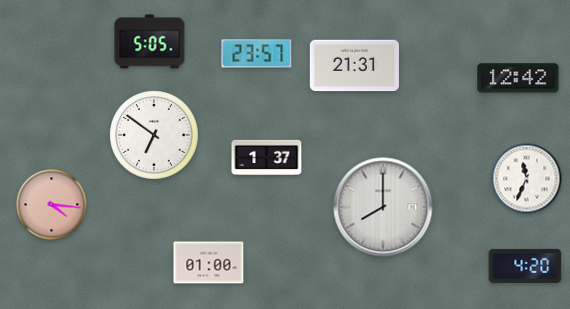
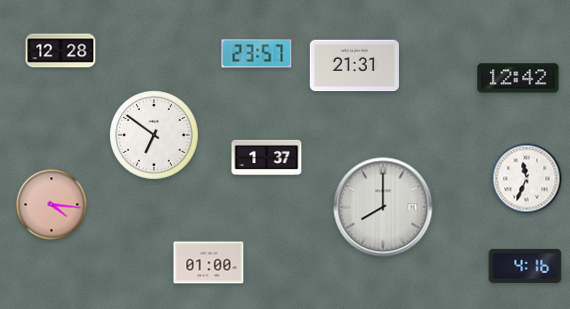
clock at (150, 42): 5:05 -> none
clock at (61, 51): none -> 12:28
clock at (525, 266): 4:20 -> 4:16
